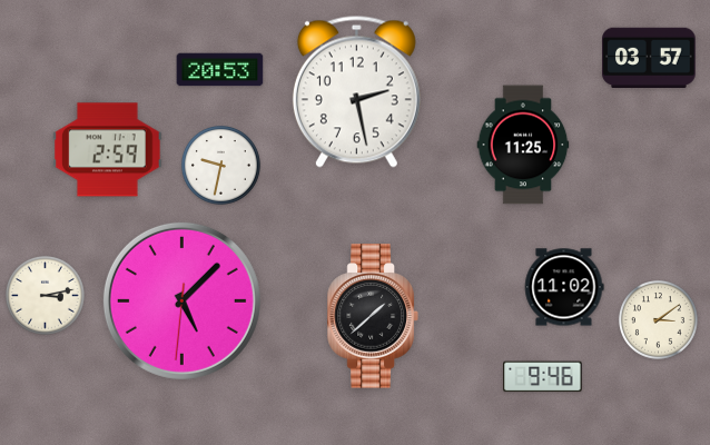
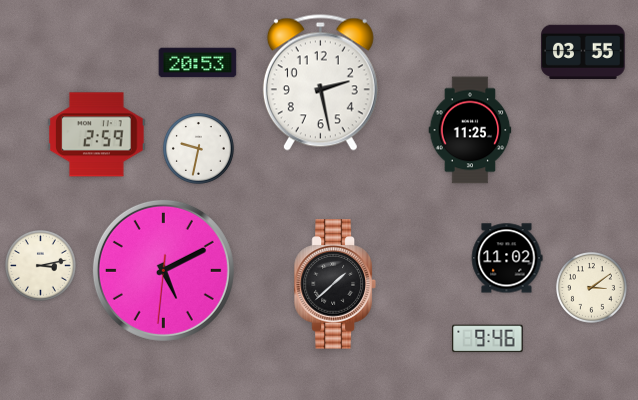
clock at (649, 57): 03:57 -> 03:55
clock at (181, 300): 5:07 -> 5:10
